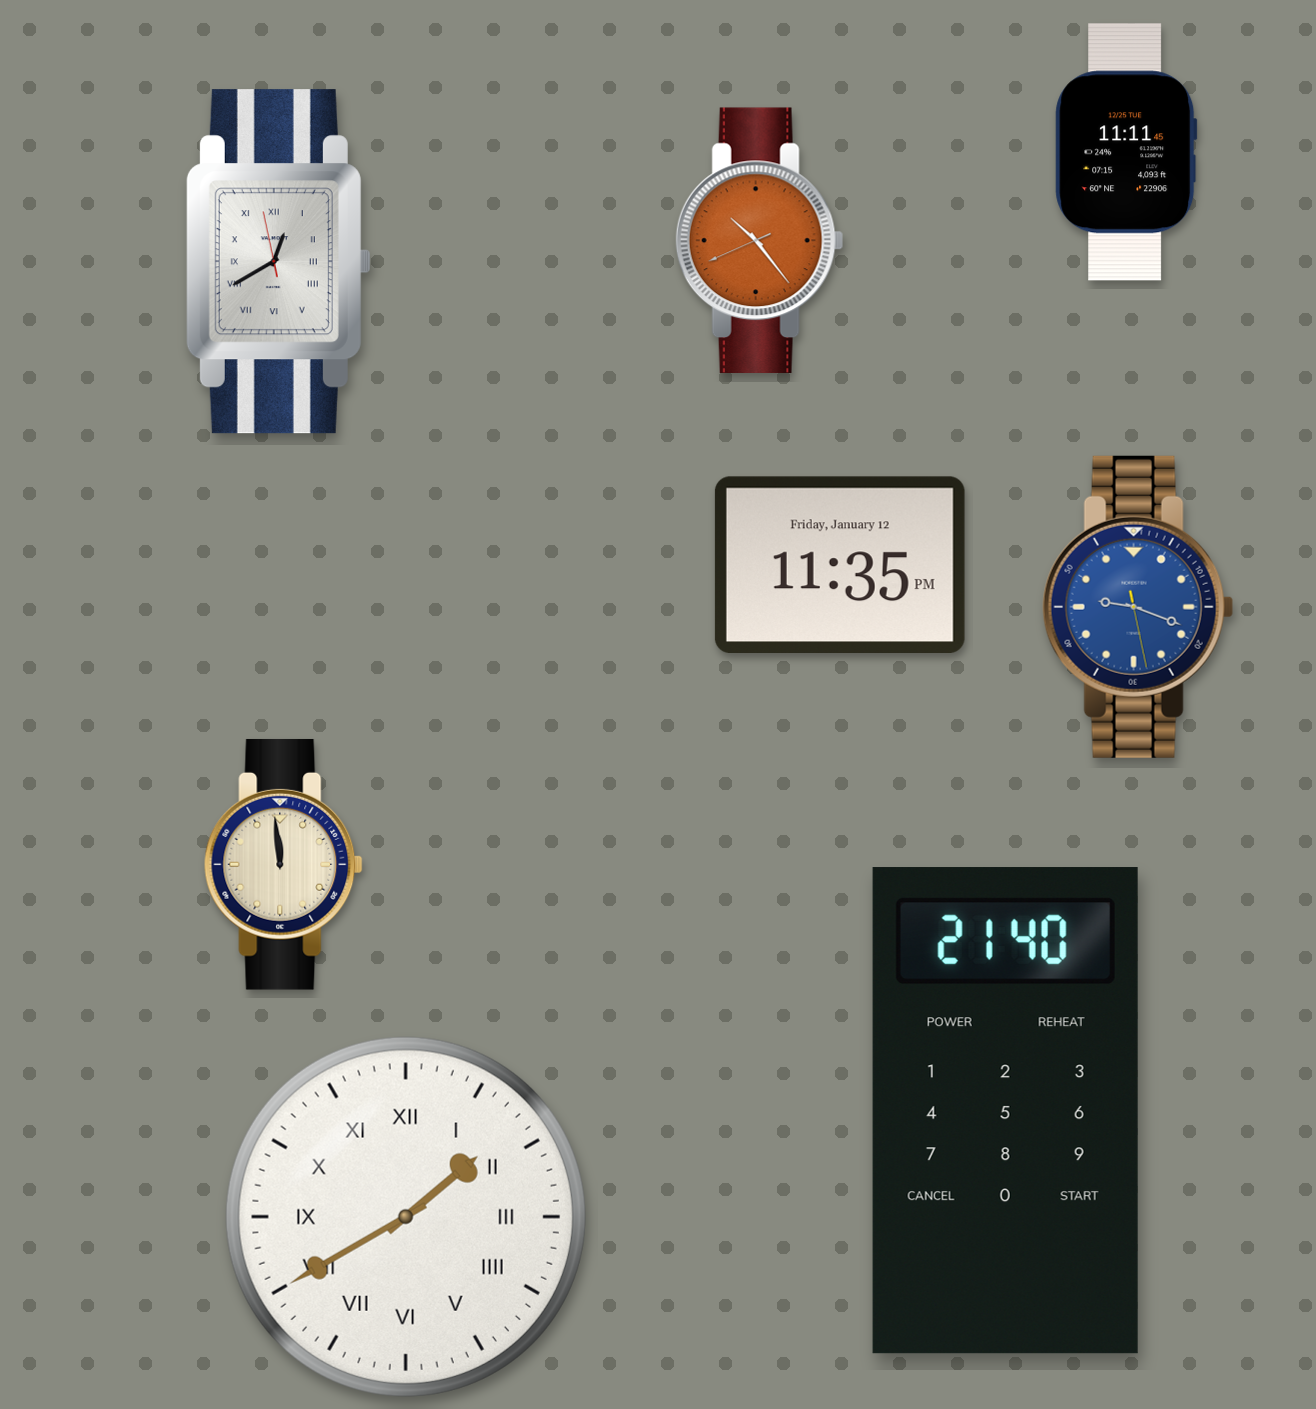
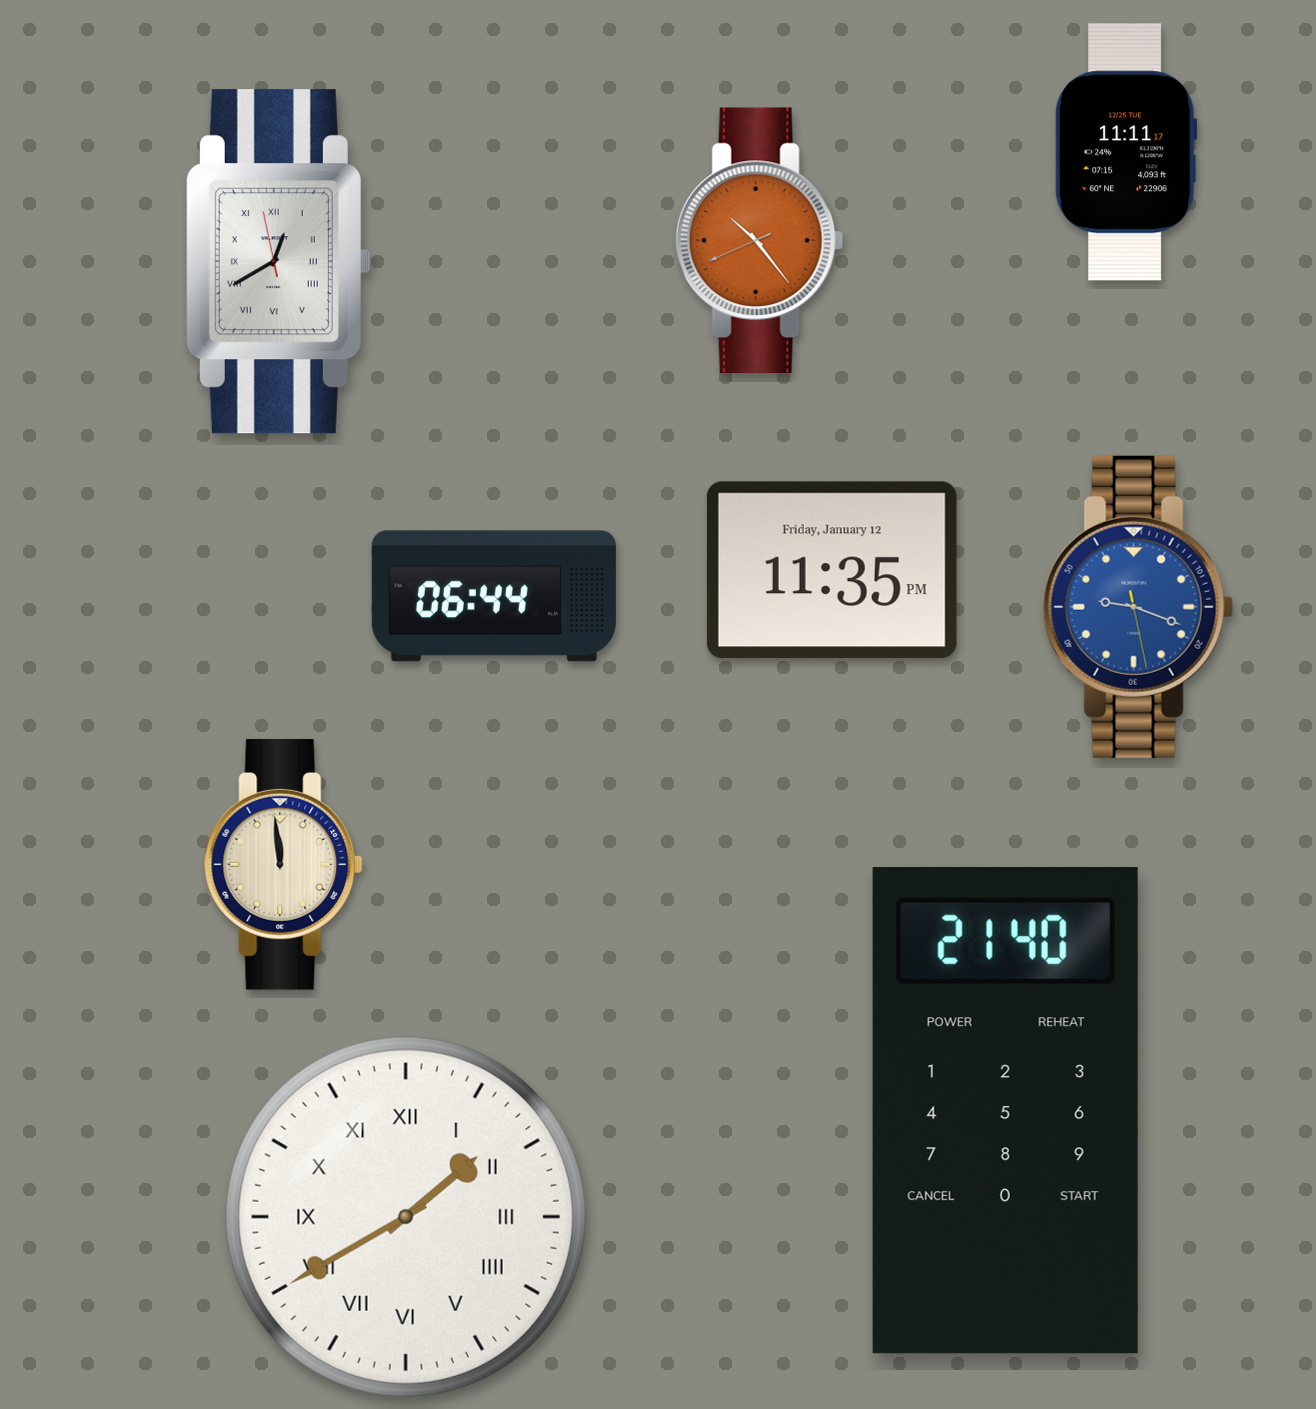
clock at (1126, 152): 11:11:45 -> 11:11:17
clock at (840, 564) position: (840, 564) -> (832, 569)
clock at (494, 596): none -> 06:44
